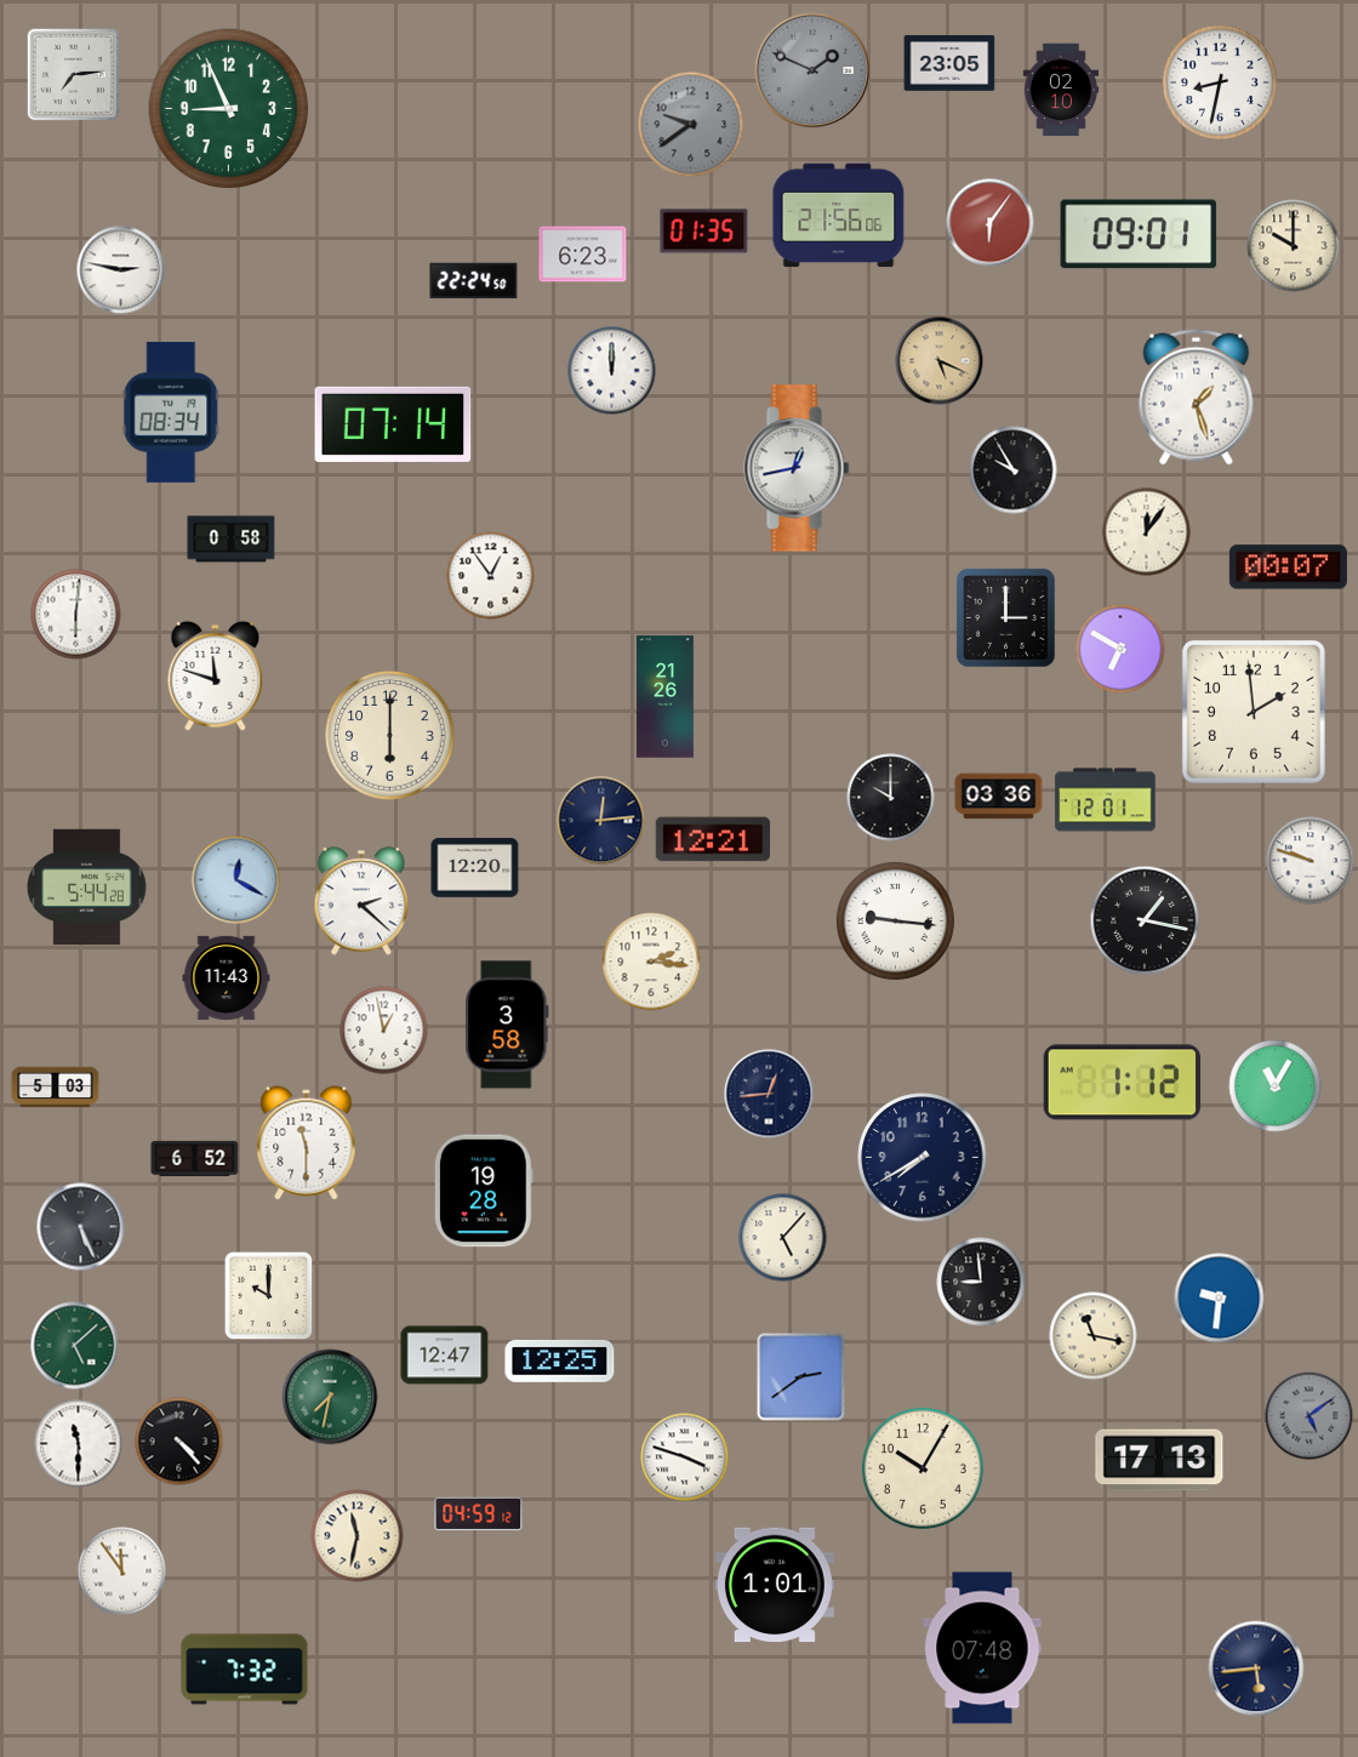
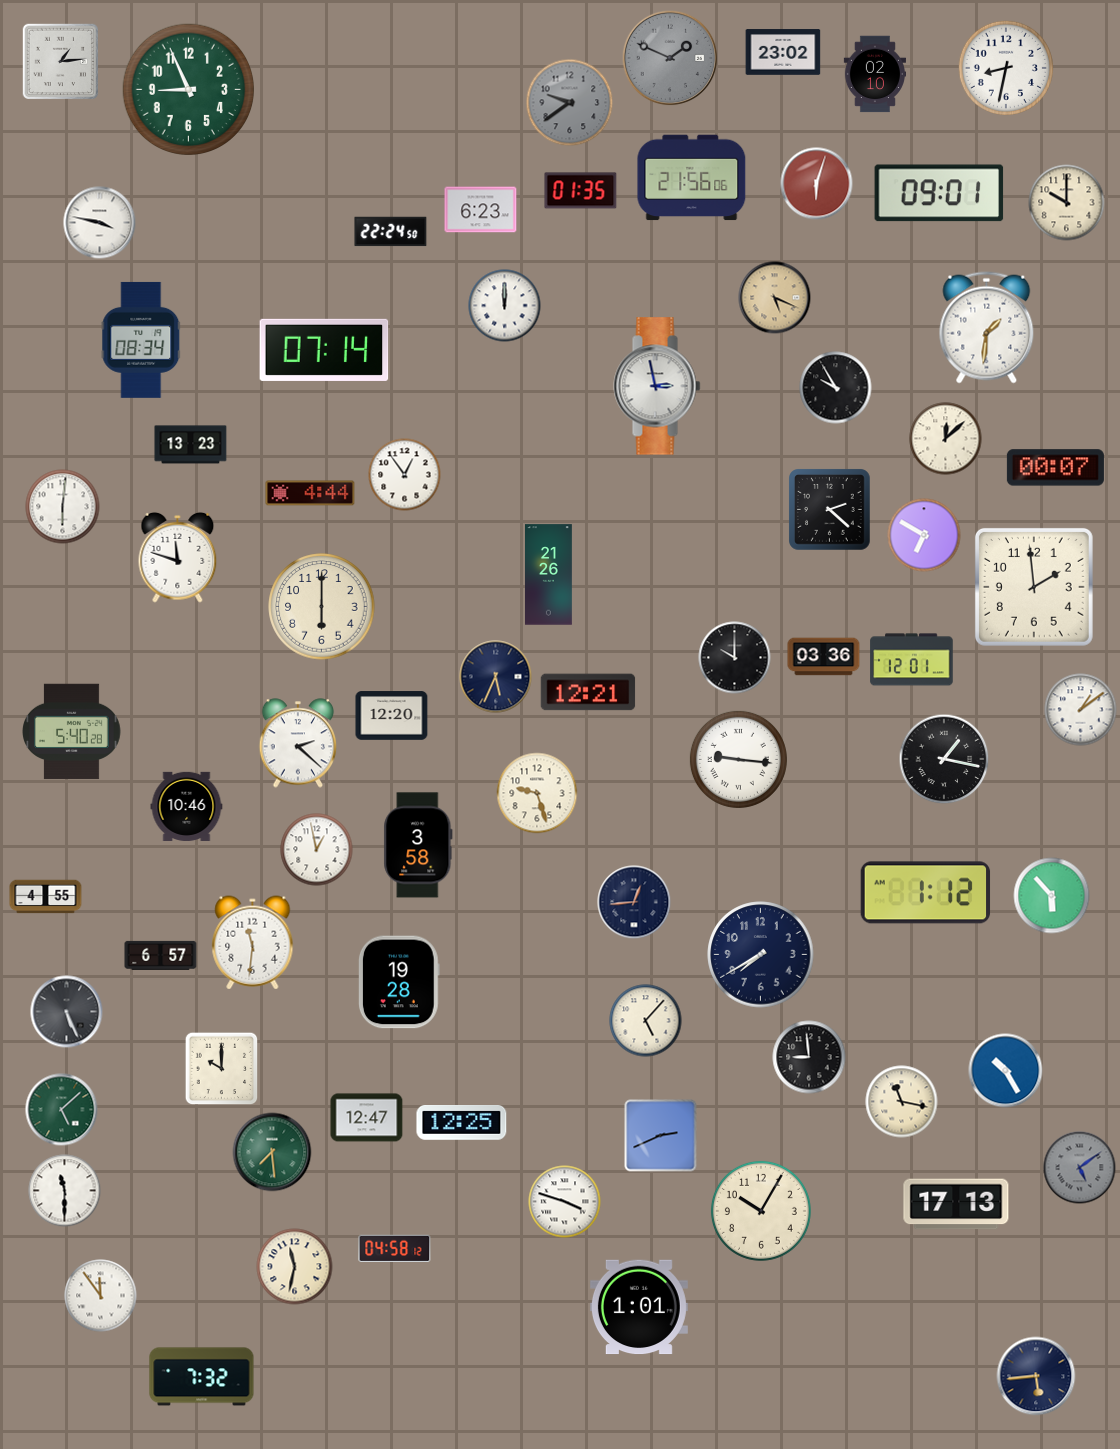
clock at (949, 63): 23:05 -> 23:02
clock at (74, 75): 7:14 -> 1:14
clock at (991, 223): 6:06 -> 6:03
clock at (121, 270): 2:47 -> 3:47
clock at (1197, 398): 1:27 -> 1:31
clock at (797, 468): 12:43 -> 2:58
clock at (1147, 532): 12:06 -> 12:08
clock at (232, 540): 0:58 -> 13:23
clock at (1288, 567) position: (1288, 567) -> (1055, 468)
clock at (310, 493): none -> 4:44
clock at (1006, 618): 3:00 -> 2:22
clock at (601, 821): 12:14 -> 5:34
clock at (1311, 861): 9:48 -> 1:09
clock at (236, 880): 12:20 -> none
clock at (87, 888): 5:44 -> 5:40
clock at (651, 962): 2:16 -> 9:27
clock at (227, 977): 11:43 -> 10:46
clock at (1276, 1086): 11:05 -> 5:53
clock at (56, 1088): 5:03 -> 4:55
clock at (307, 1143): 11:30 -> 11:31
clock at (195, 1158): 6:52 -> 6:57
clock at (1220, 1299): 9:31 -> 10:25
clock at (801, 1377): 2:39 -> 2:41
clock at (330, 1397): 7:32 -> 7:29
clock at (179, 1442): 4:23 -> none
clock at (479, 1513): 04:59 -> 04:58
clock at (982, 1648): 07:48 -> none
